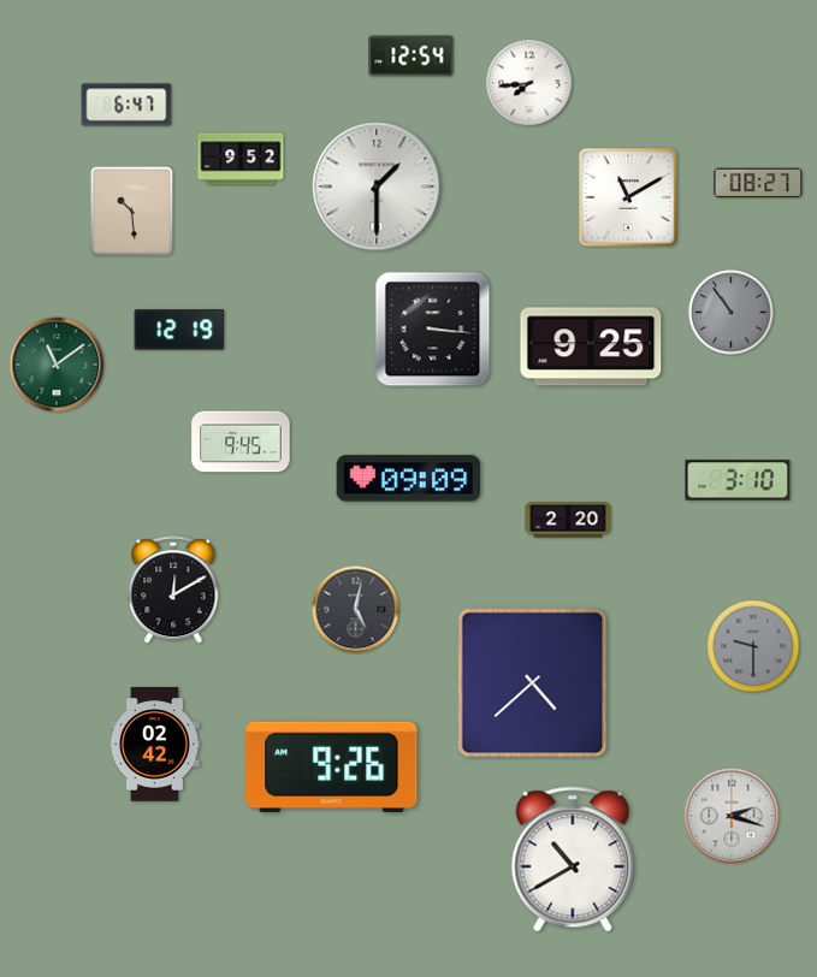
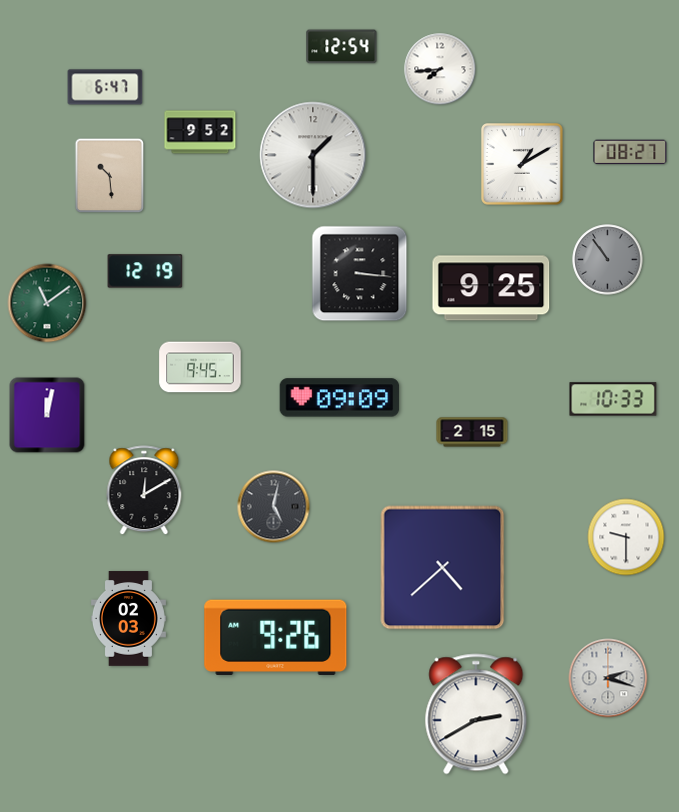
clock at (629, 199): 11:10 -> 1:10
clock at (179, 330) position: (179, 330) -> (145, 271)
clock at (738, 480): 3:10 -> 10:33
clock at (47, 415): none -> 12:02
clock at (568, 520): 2:20 -> 2:15
clock at (356, 610) position: (356, 610) -> (274, 507)
clock at (753, 646) dial: grey -> white
clock at (154, 745): 02:42 -> 02:03
clock at (573, 859): 10:40 -> 2:40
